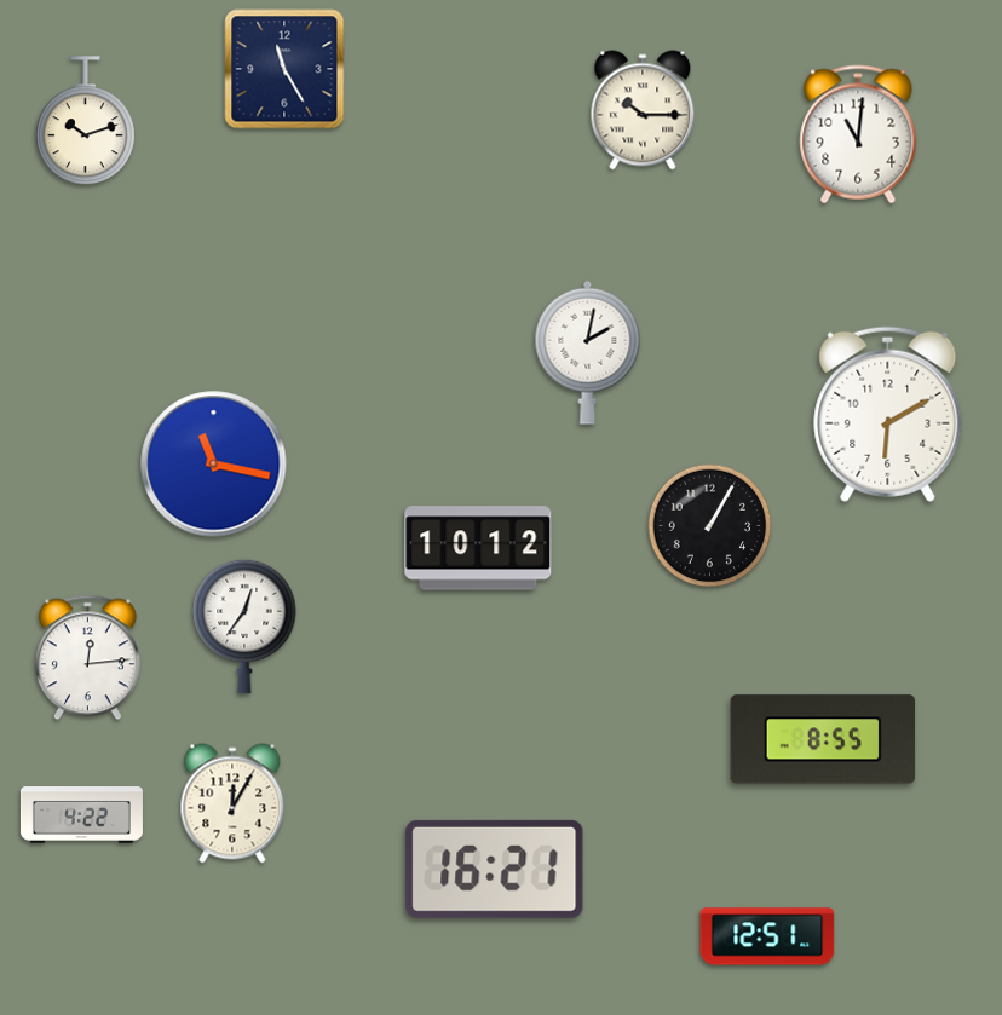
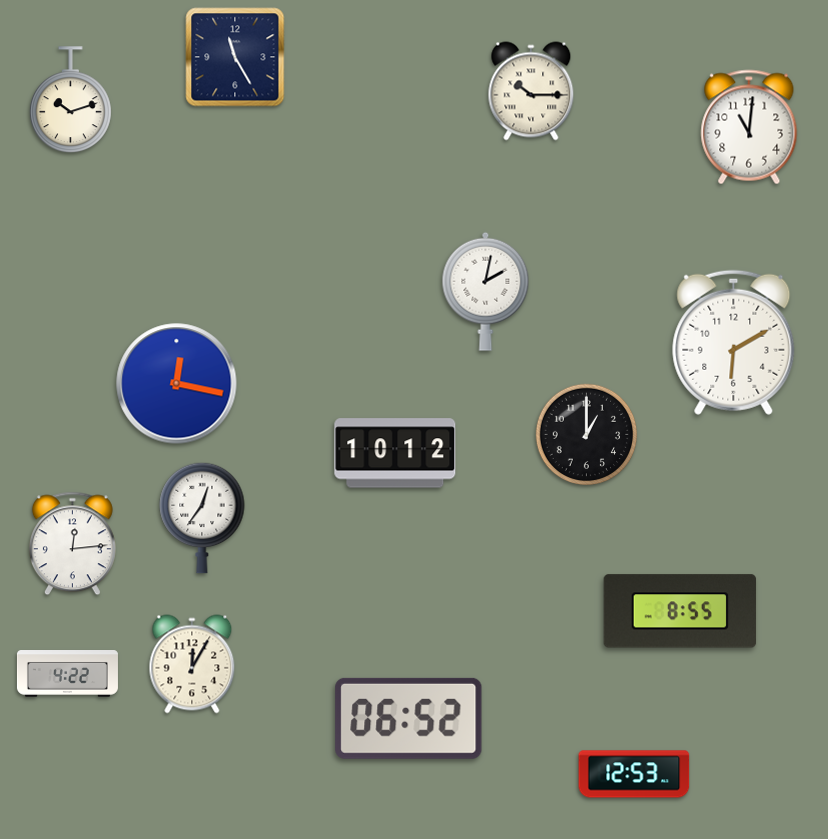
clock at (858, 134) position: (858, 134) -> (749, 127)
clock at (214, 465): 11:17 -> 12:17
clock at (710, 526): 1:05 -> 1:00
clock at (495, 869): 16:21 -> 06:52
clock at (767, 936): 12:51 -> 12:53
